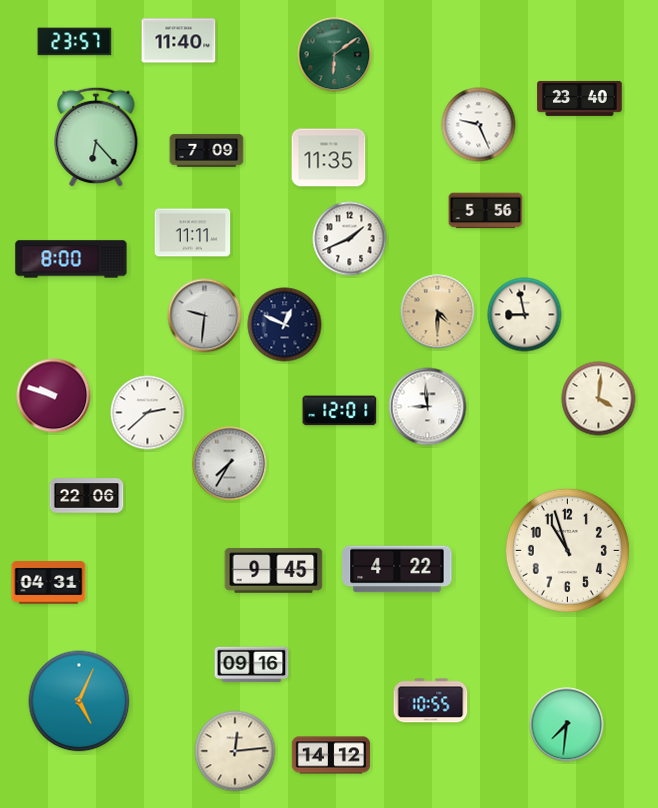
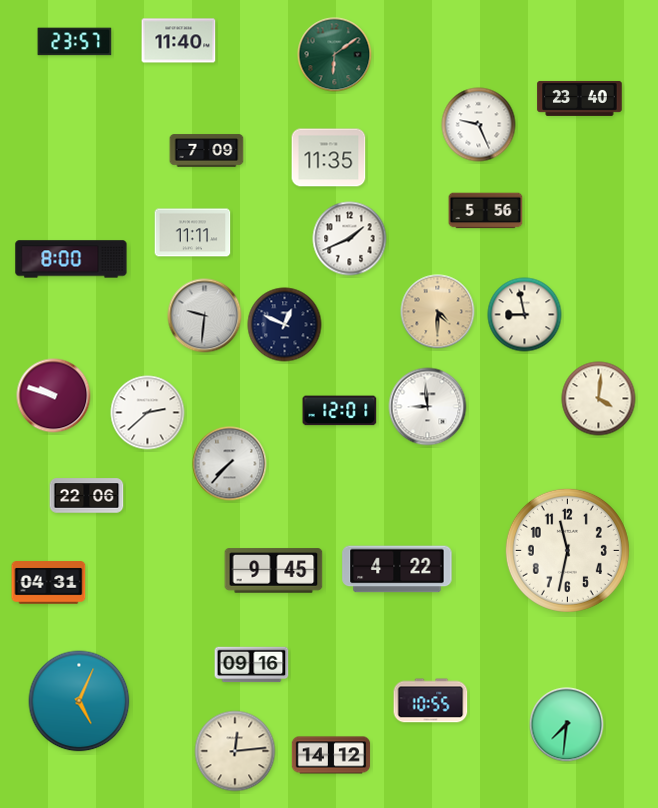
clock at (96, 137): 6:23 -> none
clock at (230, 464): 7:35 -> 7:37
clock at (567, 550): 10:57 -> 11:32
